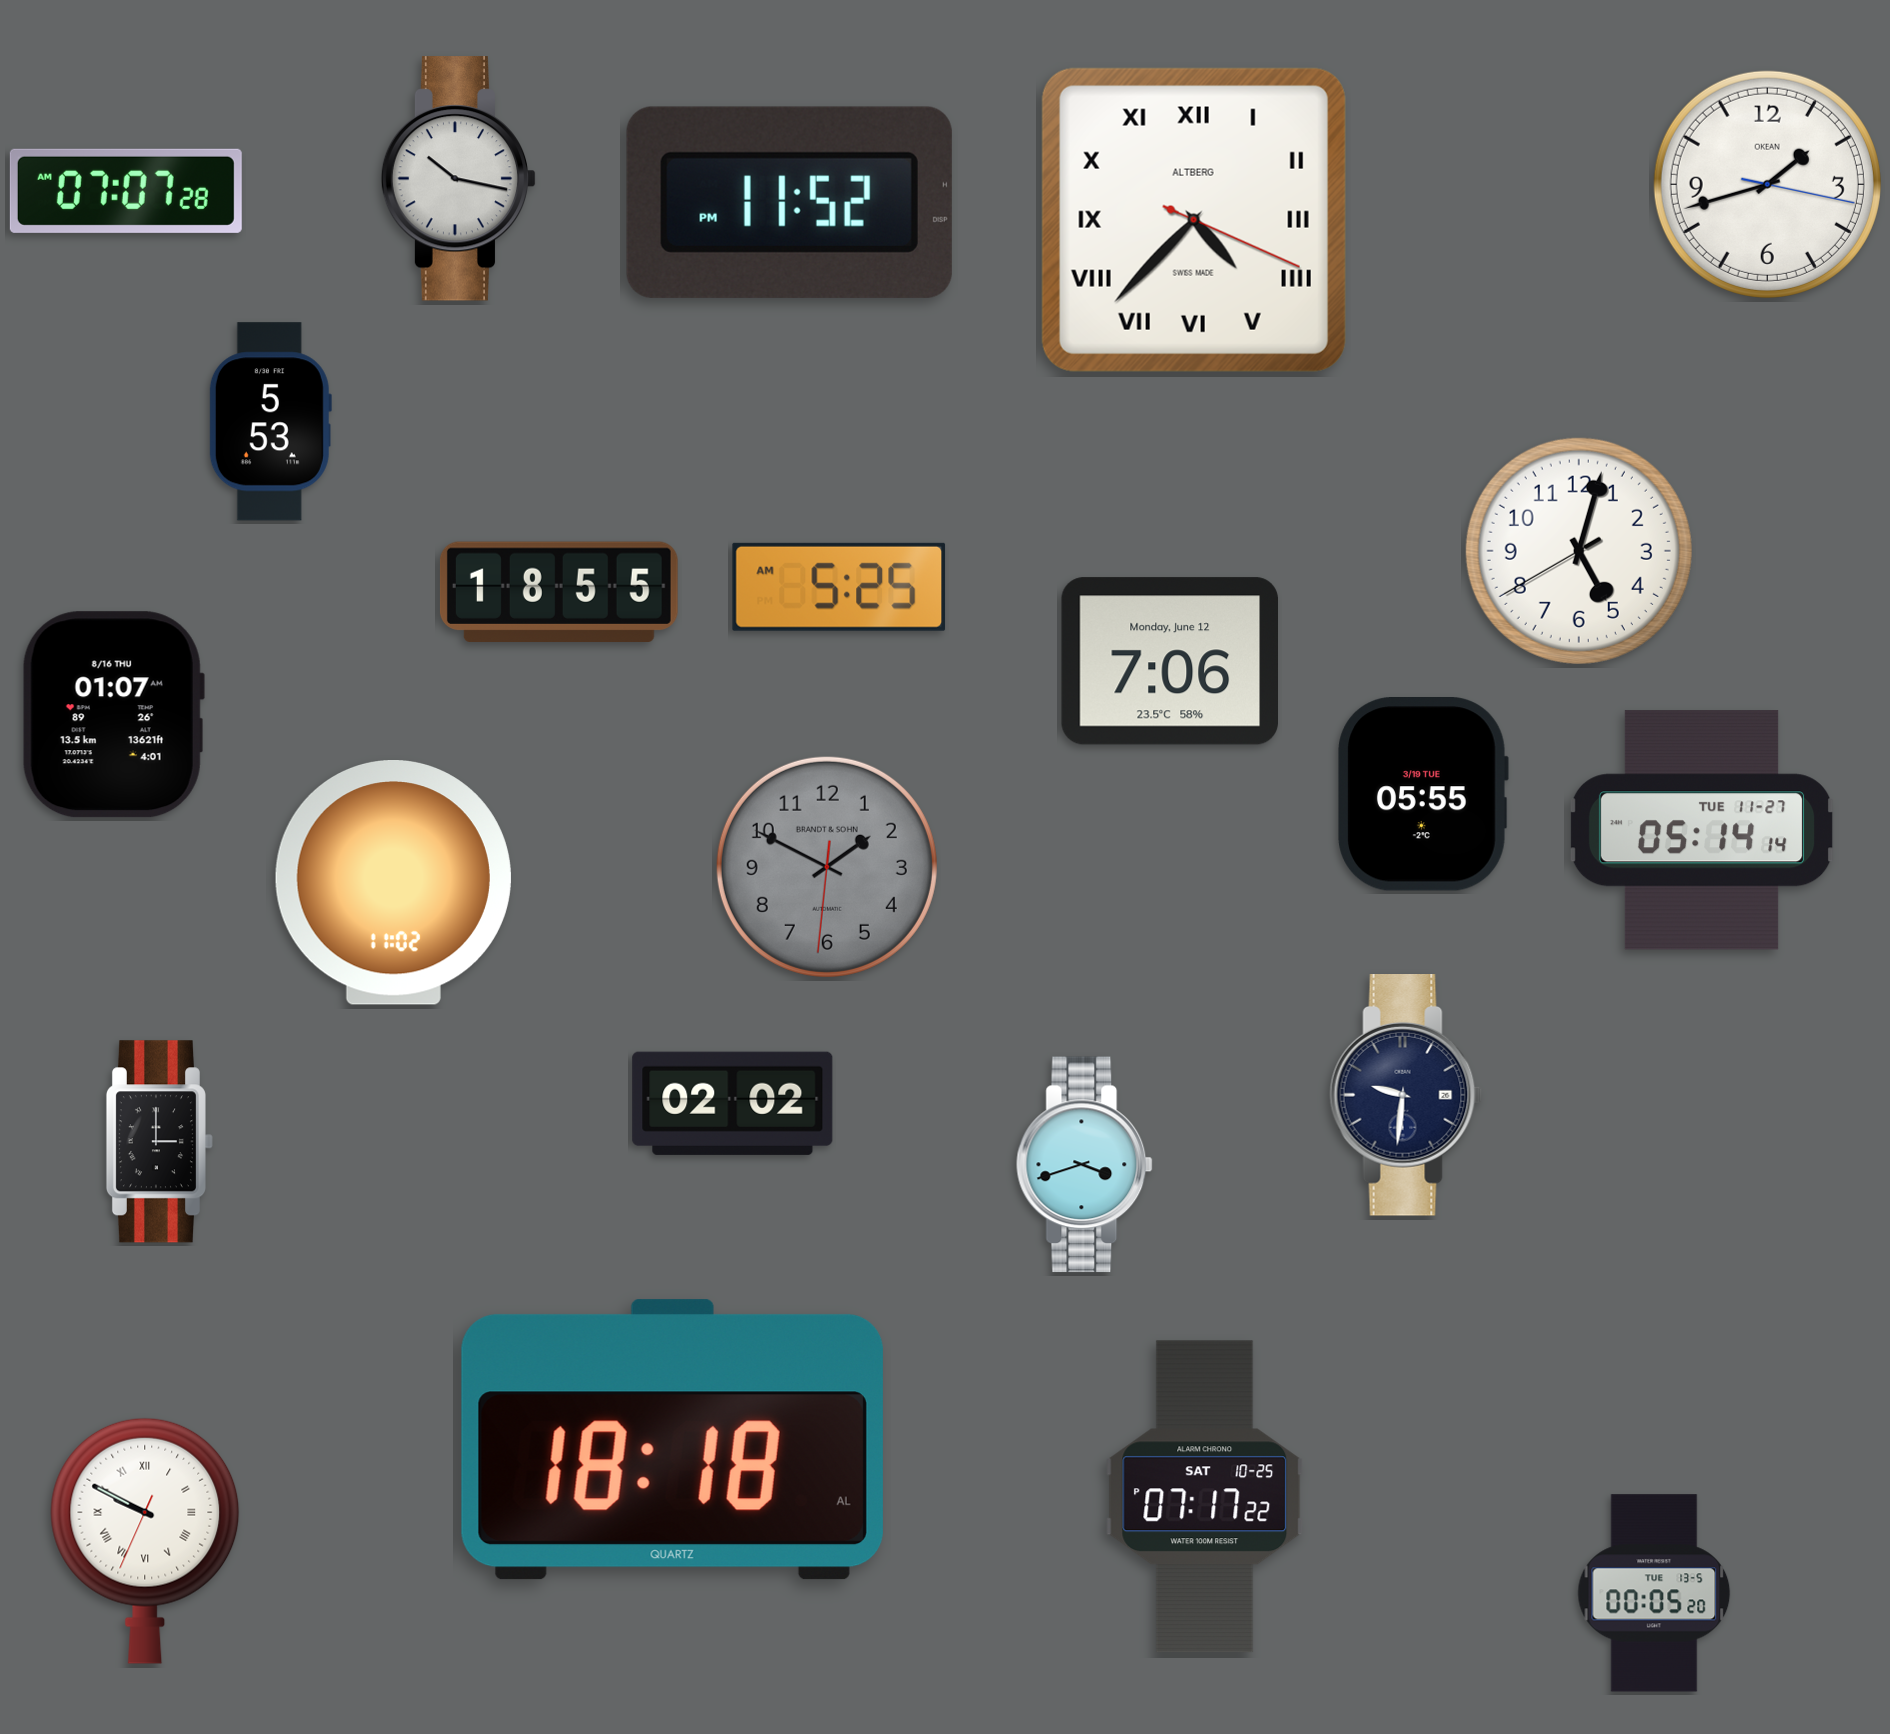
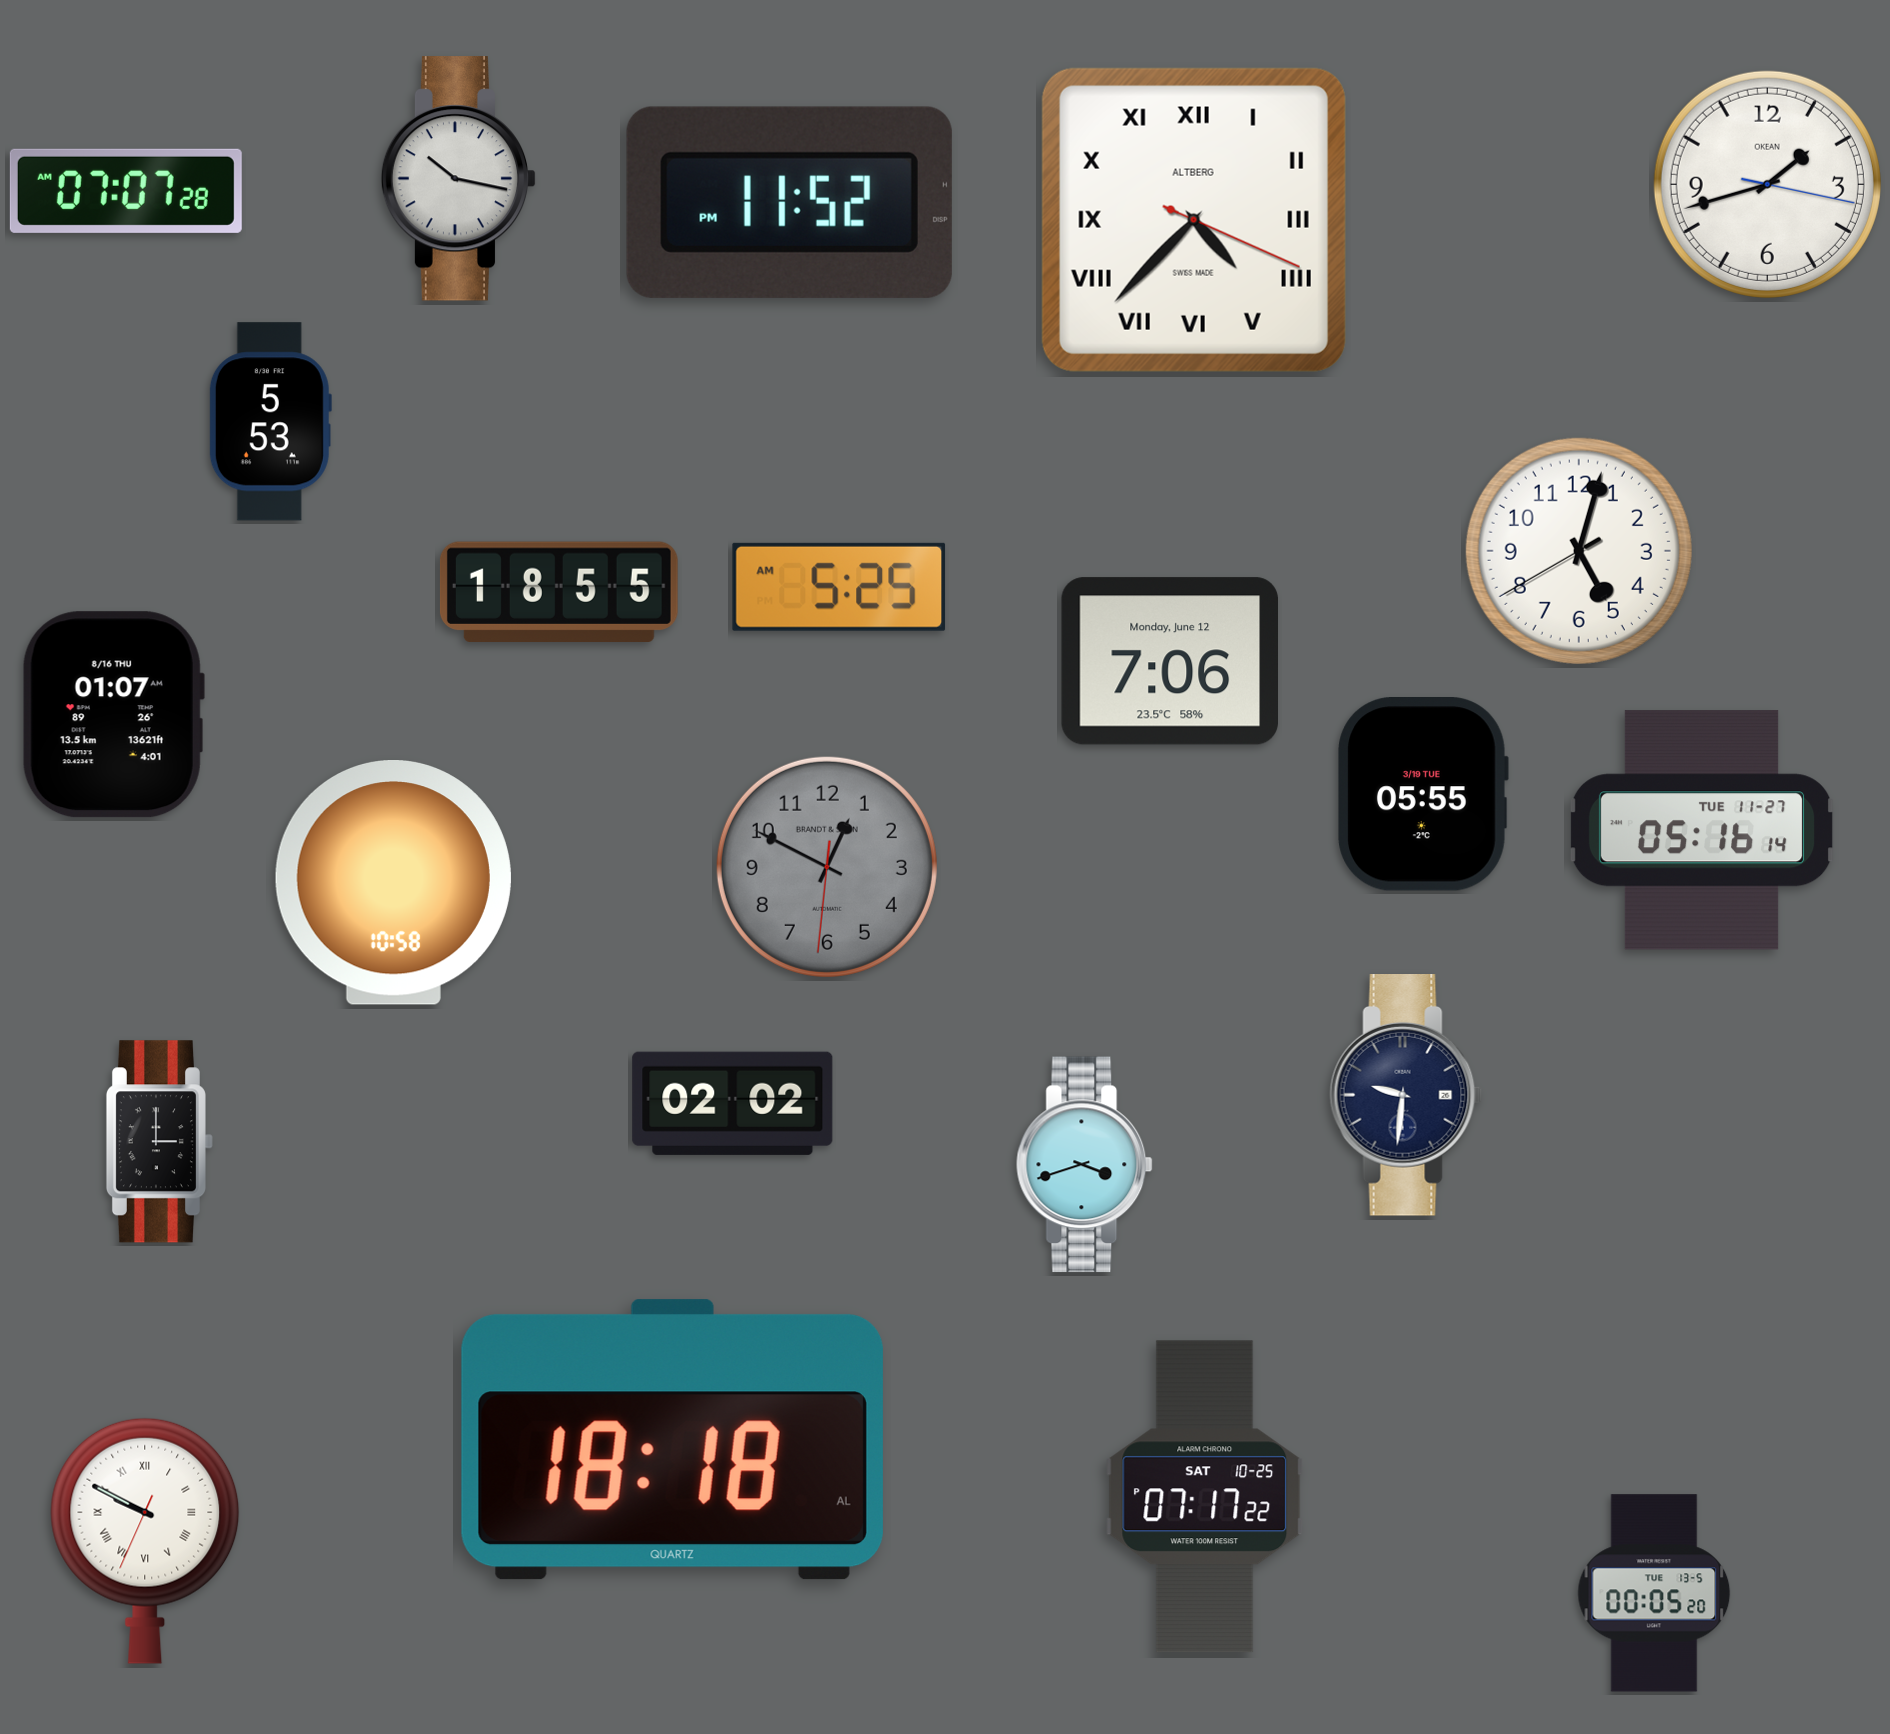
clock at (1702, 830): 05:14 -> 05:16
clock at (827, 867): 1:49 -> 12:49
clock at (393, 883): 11:02 -> 10:58
